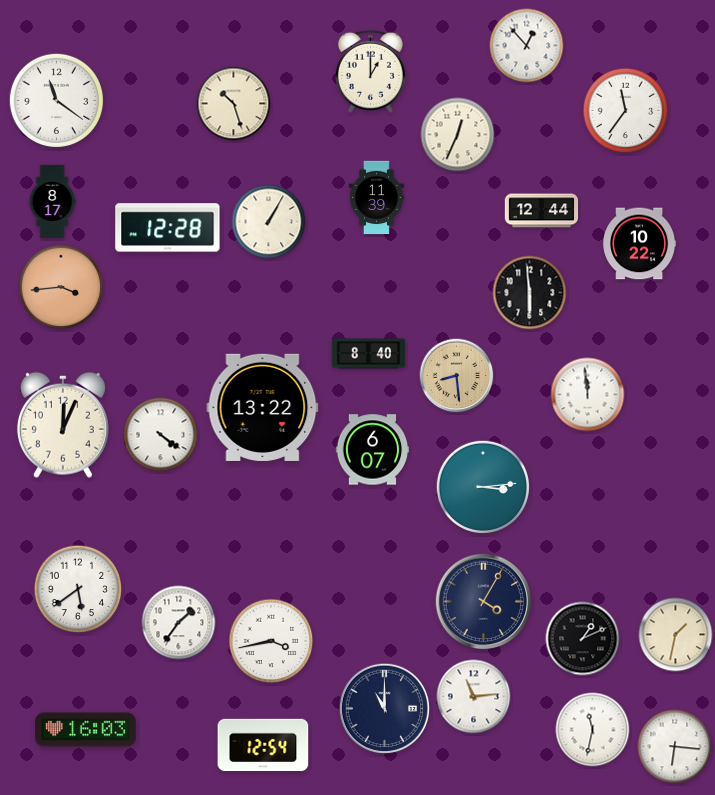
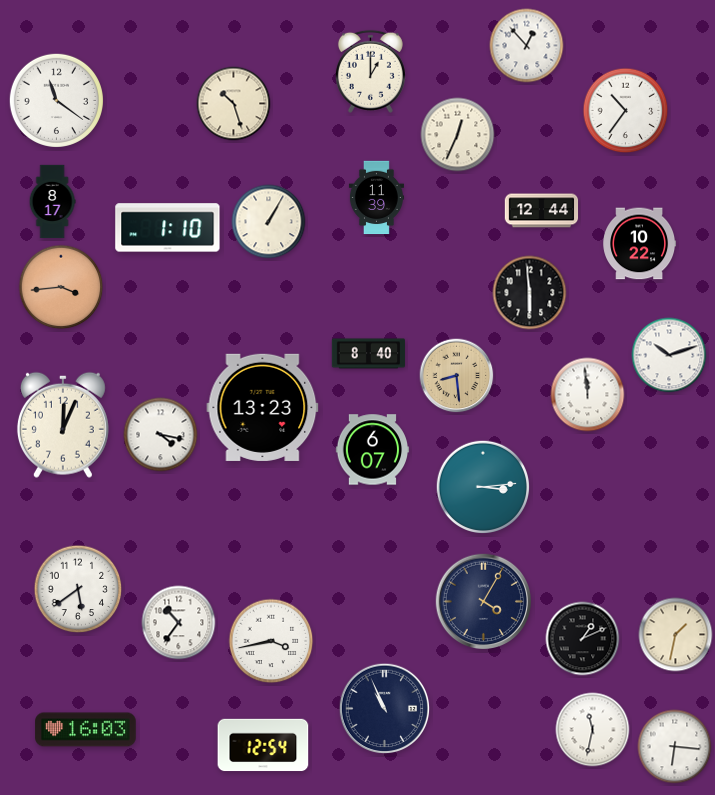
clock at (626, 111): 11:36 -> 10:36
clock at (168, 228): 12:28 -> 1:10
clock at (669, 355): none -> 10:12
clock at (263, 407): 13:22 -> 13:23
clock at (161, 435): 4:21 -> 4:17
clock at (179, 623): 1:36 -> 10:36
clock at (474, 697): 11:14 -> none
clock at (385, 709): 11:00 -> 10:56
